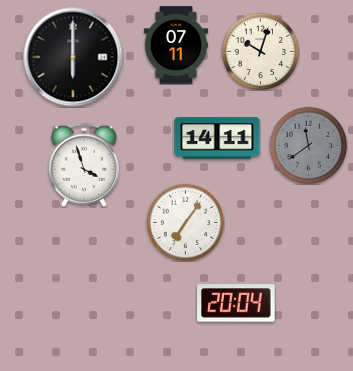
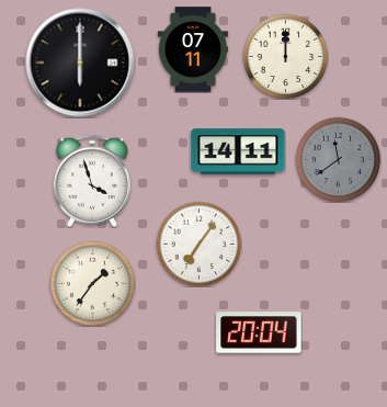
clock at (260, 51): 10:03 -> 12:00
clock at (185, 222) position: (185, 222) -> (198, 244)
clock at (92, 283): none -> 1:36
